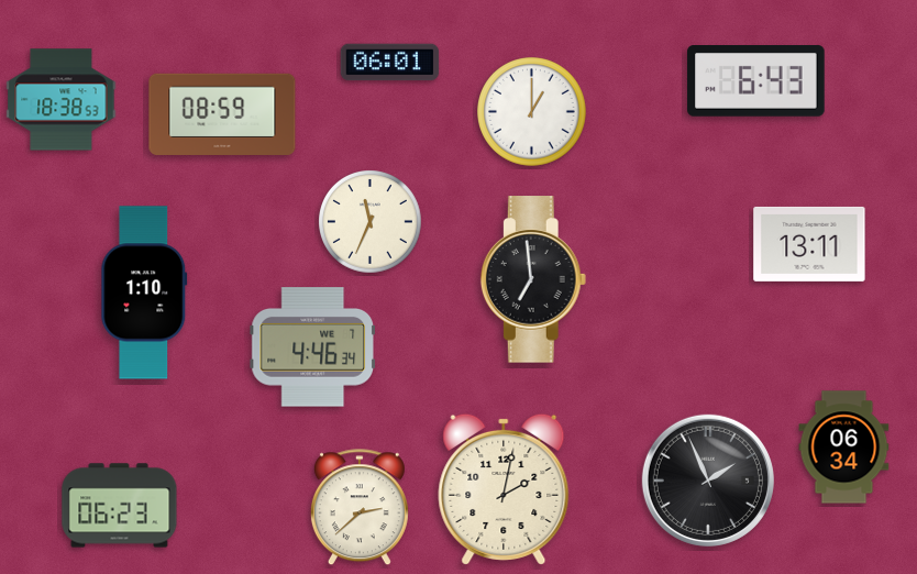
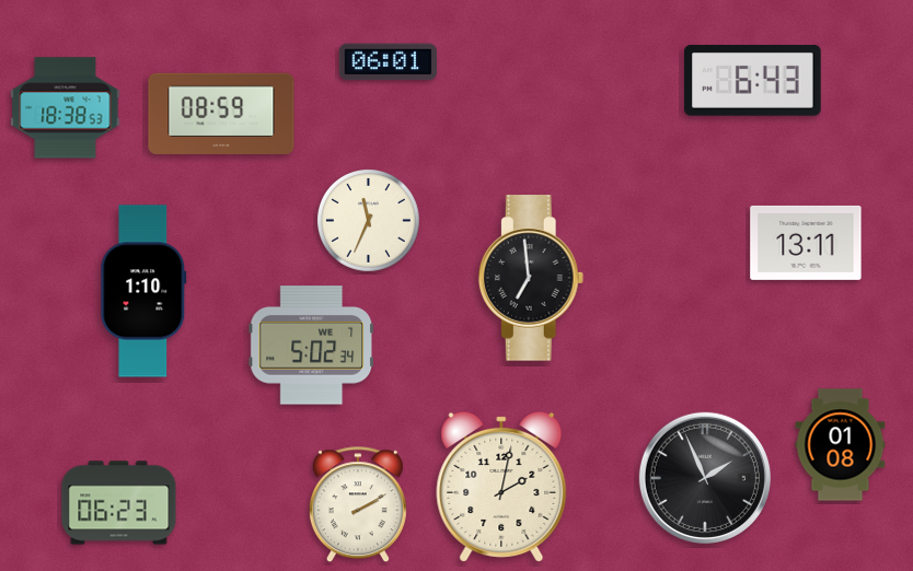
clock at (62, 100) position: (62, 100) -> (66, 108)
clock at (532, 112): 1:00 -> none
clock at (312, 347): 4:46 -> 5:02
clock at (844, 448): 06:34 -> 01:08
clock at (360, 508): 2:38 -> 2:10
